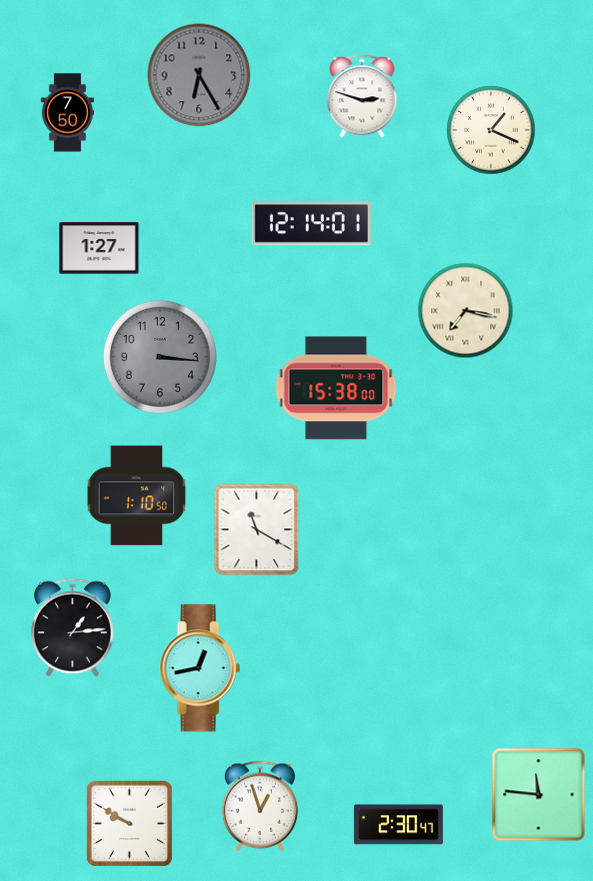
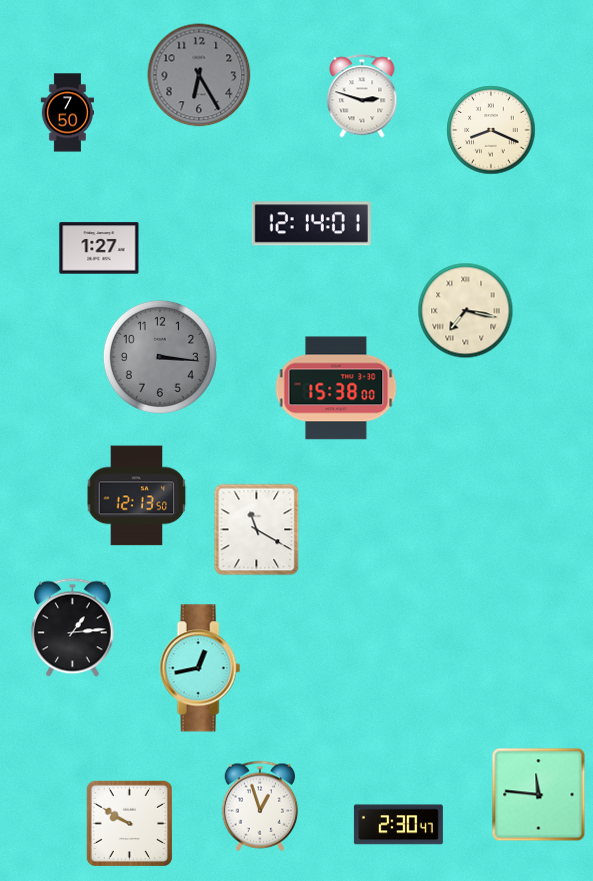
clock at (491, 130): 1:19 -> 8:19
clock at (137, 496): 1:10 -> 12:13
